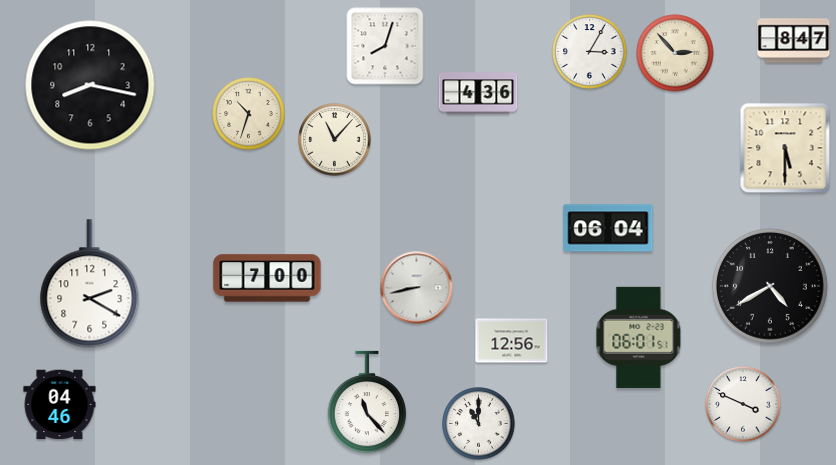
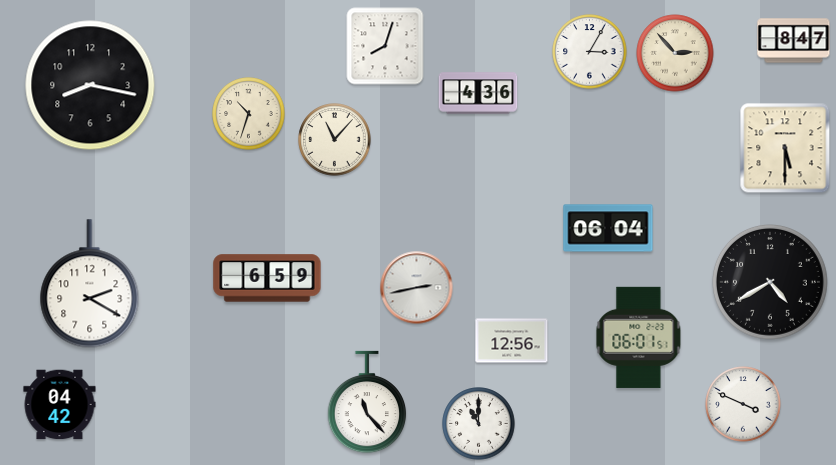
clock at (267, 278): 7:00 -> 6:59
clock at (770, 286) position: (770, 286) -> (770, 282)
clock at (417, 288): 8:43 -> 2:43
clock at (60, 405): 04:46 -> 04:42
